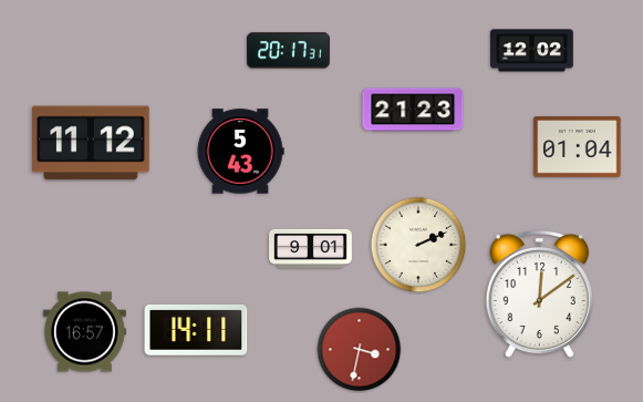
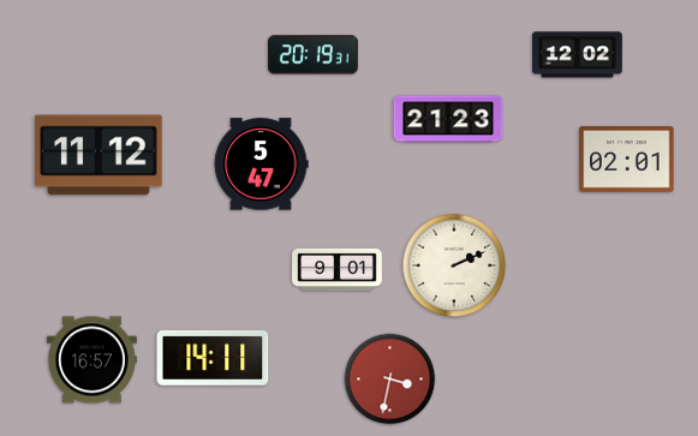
clock at (289, 51): 20:17 -> 20:19
clock at (578, 147): 01:04 -> 02:01
clock at (240, 152): 5:43 -> 5:47
clock at (539, 295): 12:09 -> none
